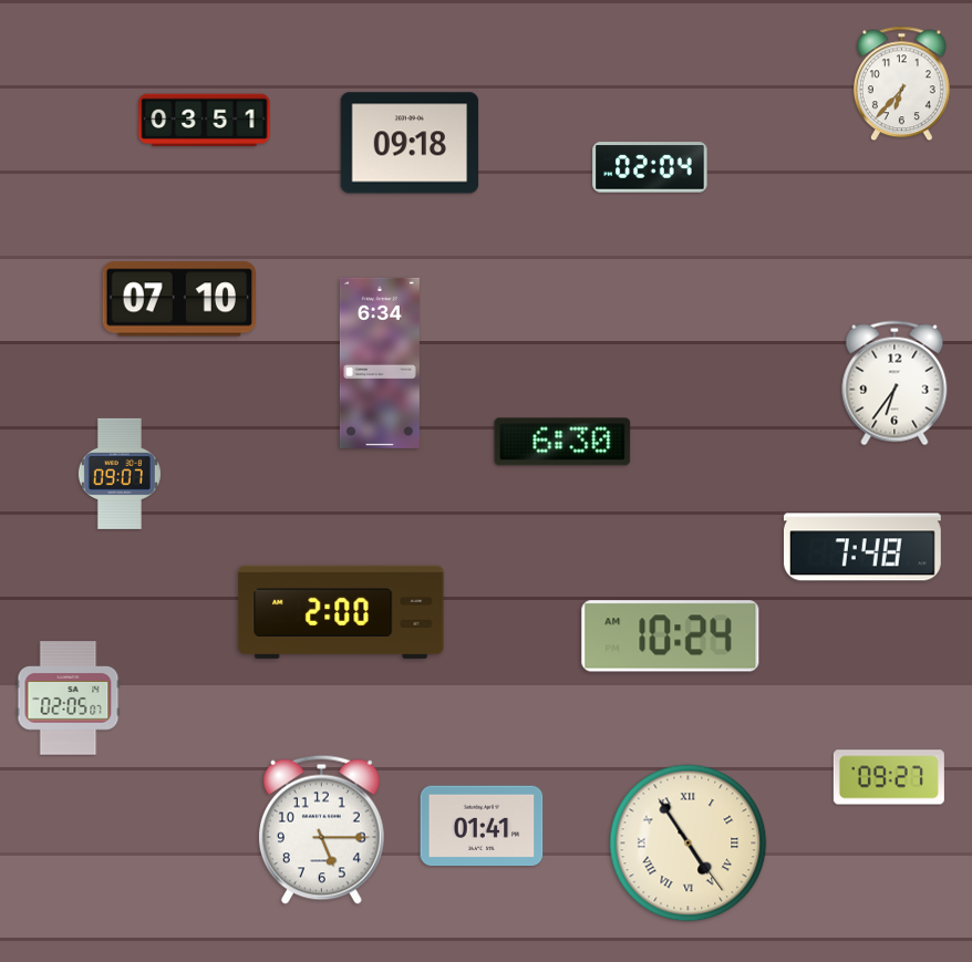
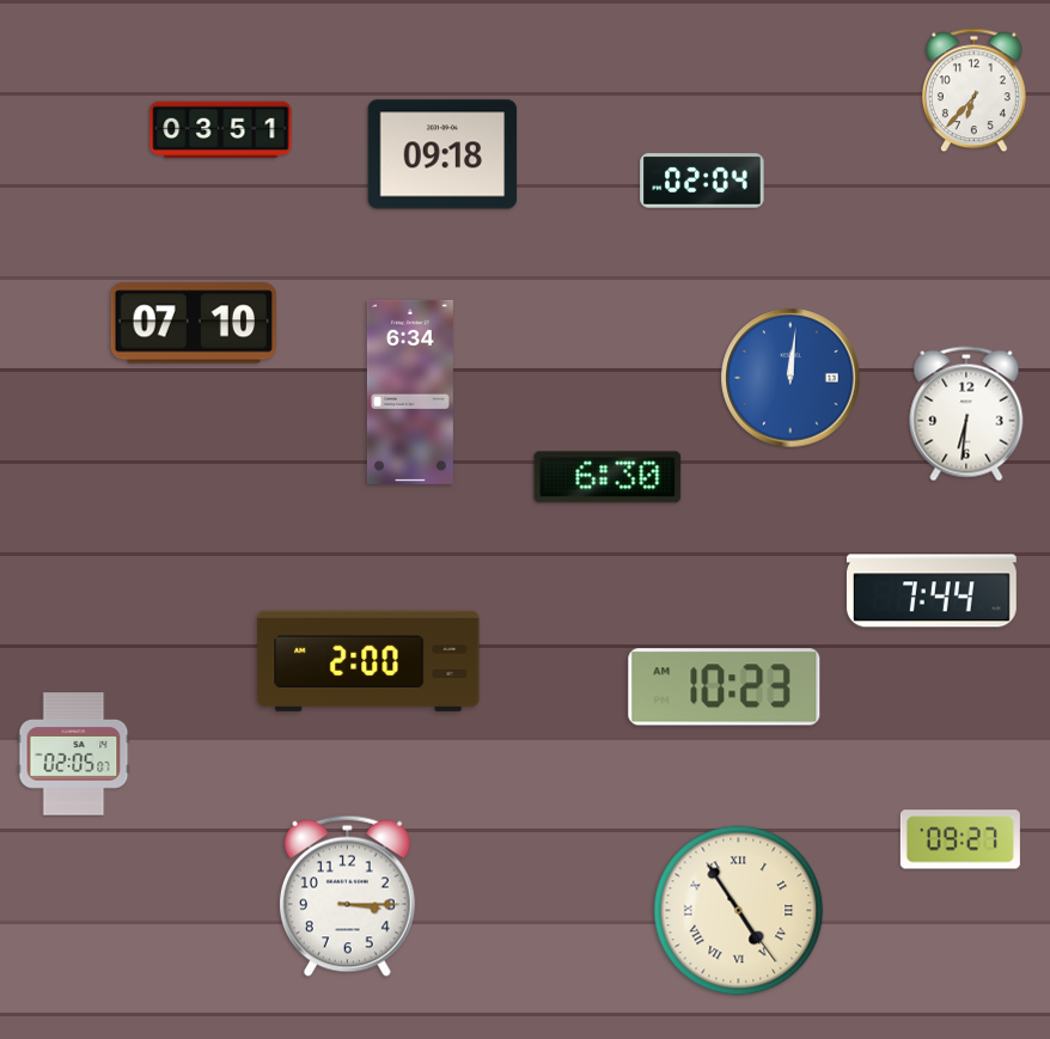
clock at (790, 378): none -> 12:01
clock at (895, 383): 6:36 -> 6:31
clock at (120, 474): 09:07 -> none
clock at (862, 547): 7:48 -> 7:44
clock at (671, 637): 10:24 -> 10:23
clock at (482, 826): 01:41 -> none
clock at (321, 829): 5:15 -> 3:15
clock at (689, 844) position: (689, 844) -> (739, 911)
